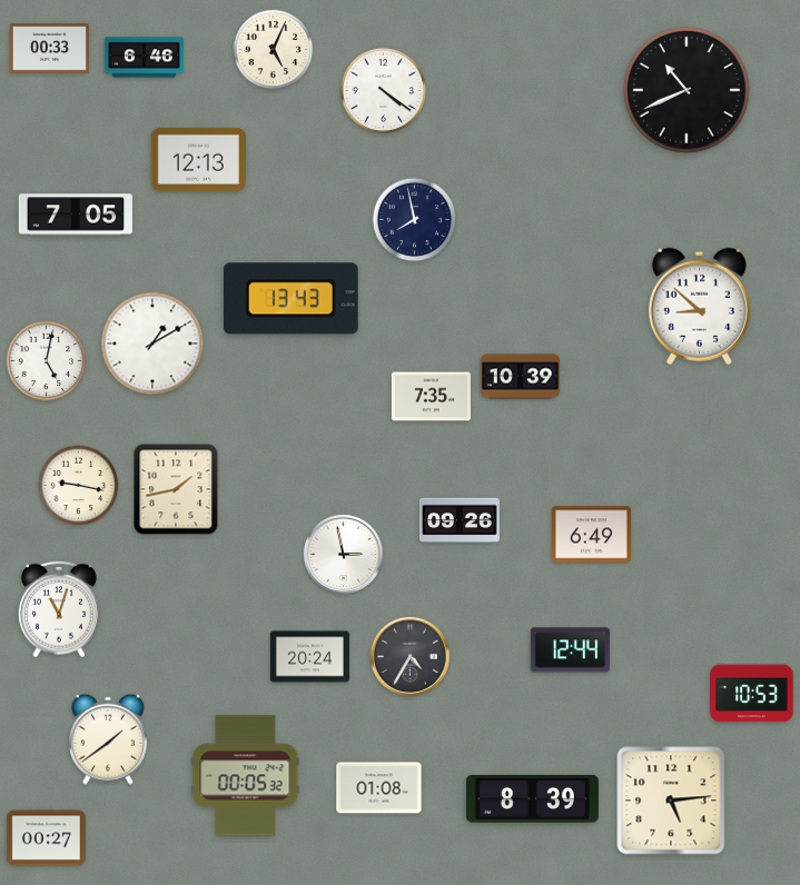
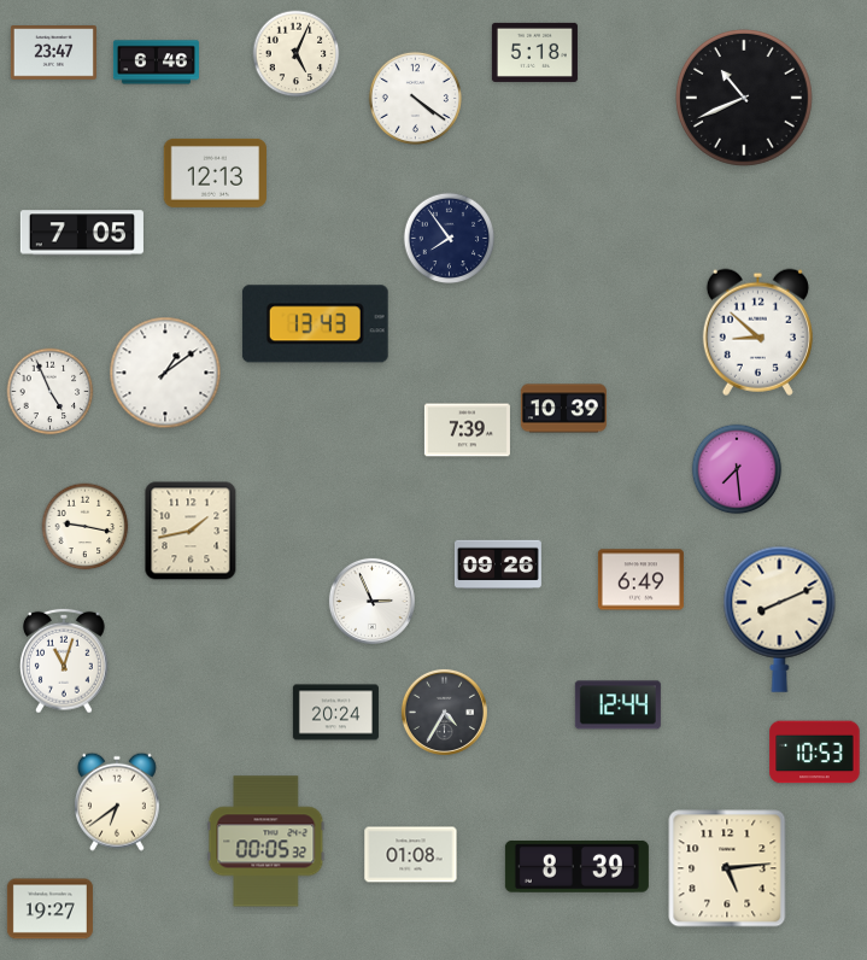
clock at (534, 52): none -> 5:18
clock at (49, 49): 00:33 -> 23:47
clock at (415, 220): 7:58 -> 7:54
clock at (152, 344): 1:10 -> 1:09
clock at (47, 361): 5:02 -> 4:56
clock at (431, 397): 7:35 -> 7:39
clock at (737, 469): none -> 7:29
clock at (343, 554): 2:58 -> 2:56
clock at (780, 619): none -> 8:11
clock at (108, 739): 1:39 -> 6:39
clock at (46, 838): 00:27 -> 19:27
